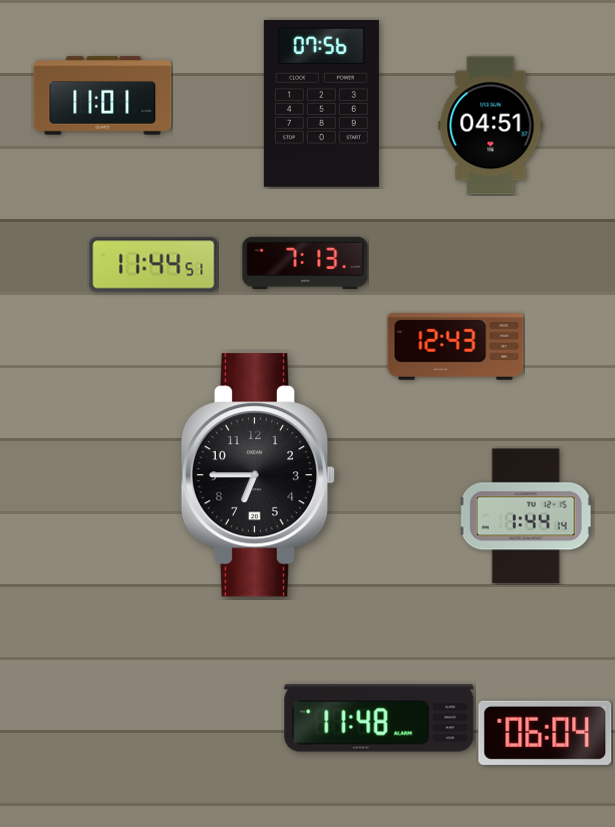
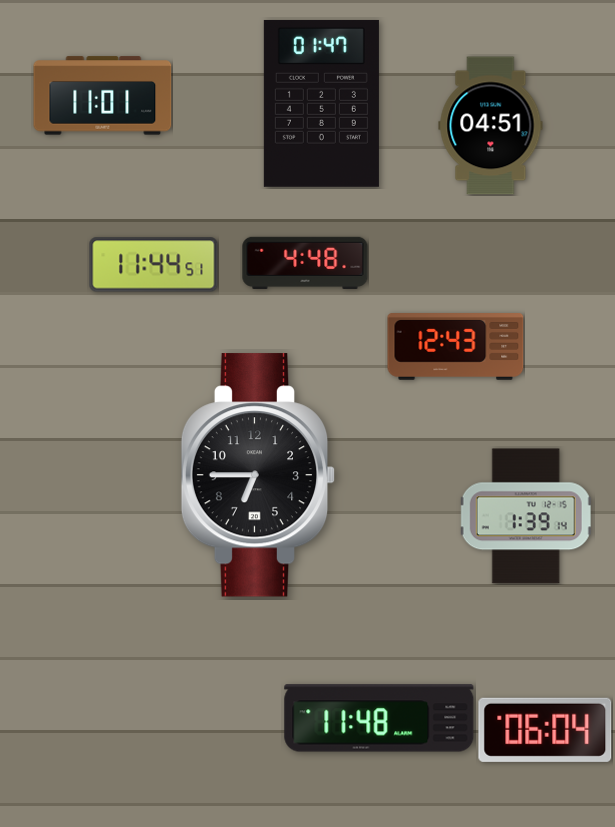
clock at (321, 103): 07:56 -> 01:47
clock at (305, 263): 7:13 -> 4:48
clock at (526, 516): 1:44 -> 1:39
clock at (545, 733) position: (545, 733) -> (545, 730)
